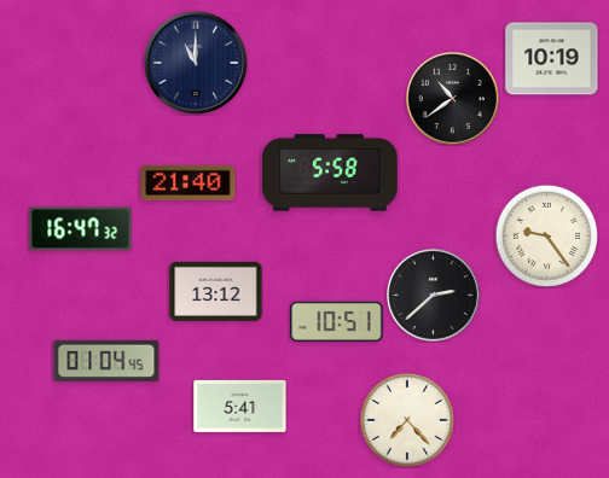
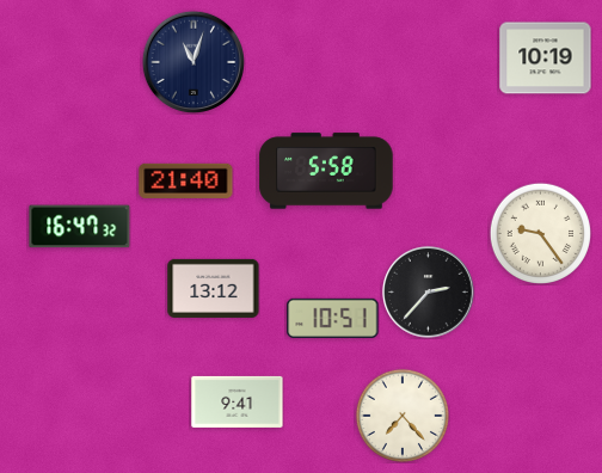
clock at (196, 63): 11:00 -> 11:03
clock at (453, 99): 10:39 -> none
clock at (434, 296): 2:38 -> 2:37
clock at (106, 361): 01:04 -> none
clock at (240, 406): 5:41 -> 9:41
